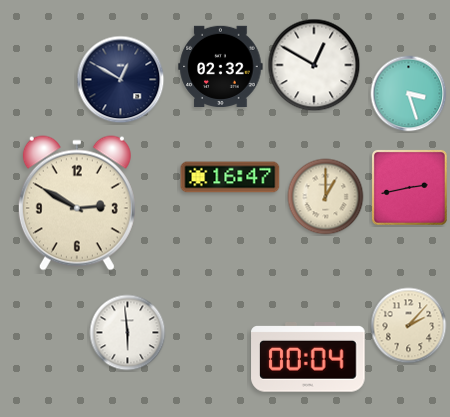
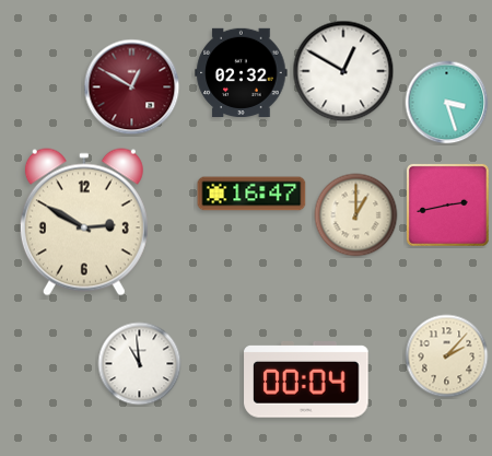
clock at (121, 80) dial: navy -> burgundy
clock at (128, 333): 5:59 -> 10:59
clock at (308, 358) position: (308, 358) -> (306, 381)
